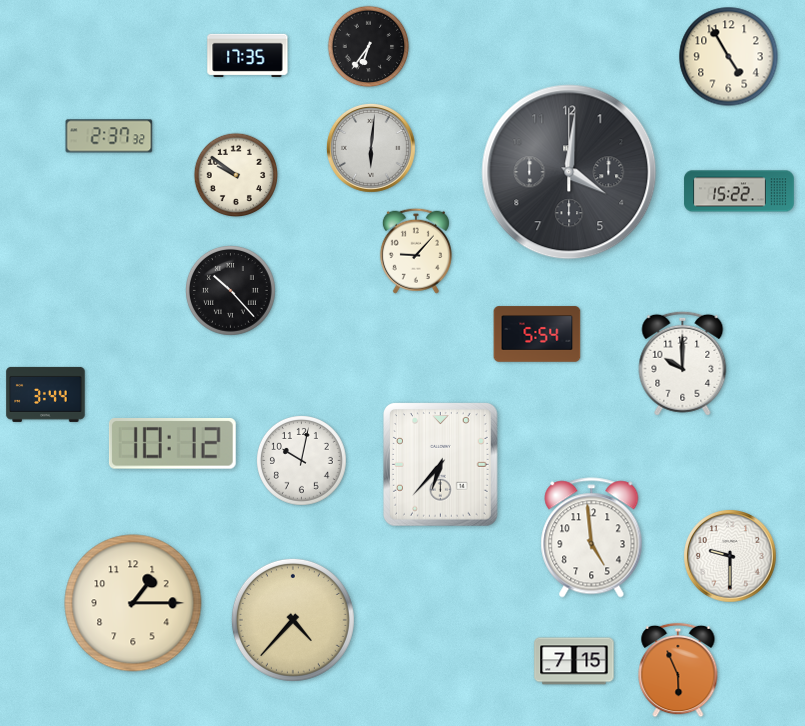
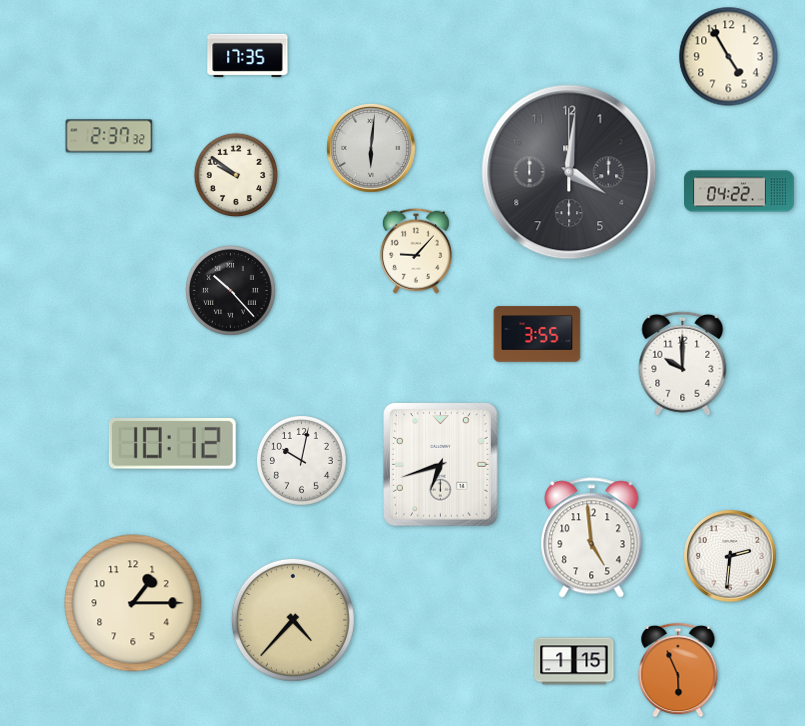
clock at (369, 47): 6:36 -> none
clock at (739, 191): 15:22 -> 04:22
clock at (537, 334): 5:54 -> 3:55
clock at (46, 394): 3:44 -> none
clock at (441, 465): 6:37 -> 6:42
clock at (730, 556): 9:30 -> 2:31
clock at (574, 661): 7:15 -> 1:15
